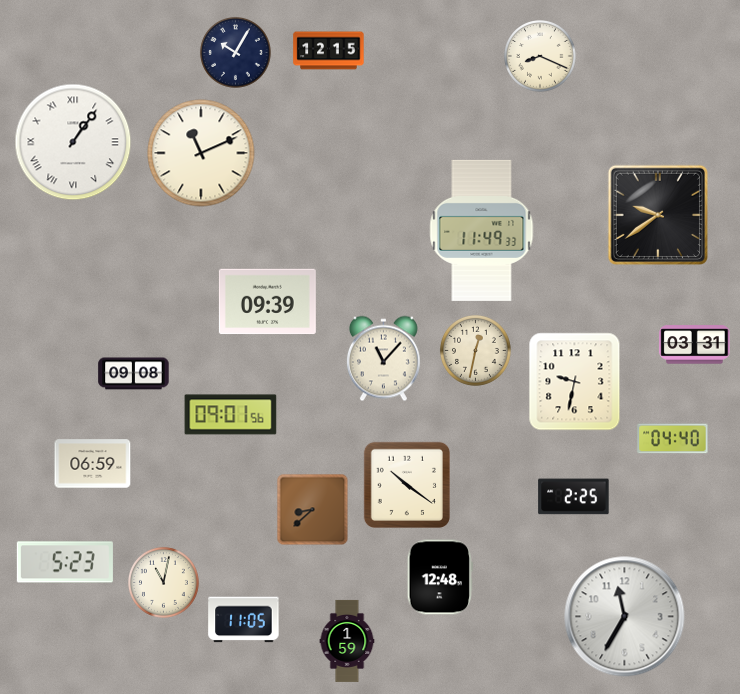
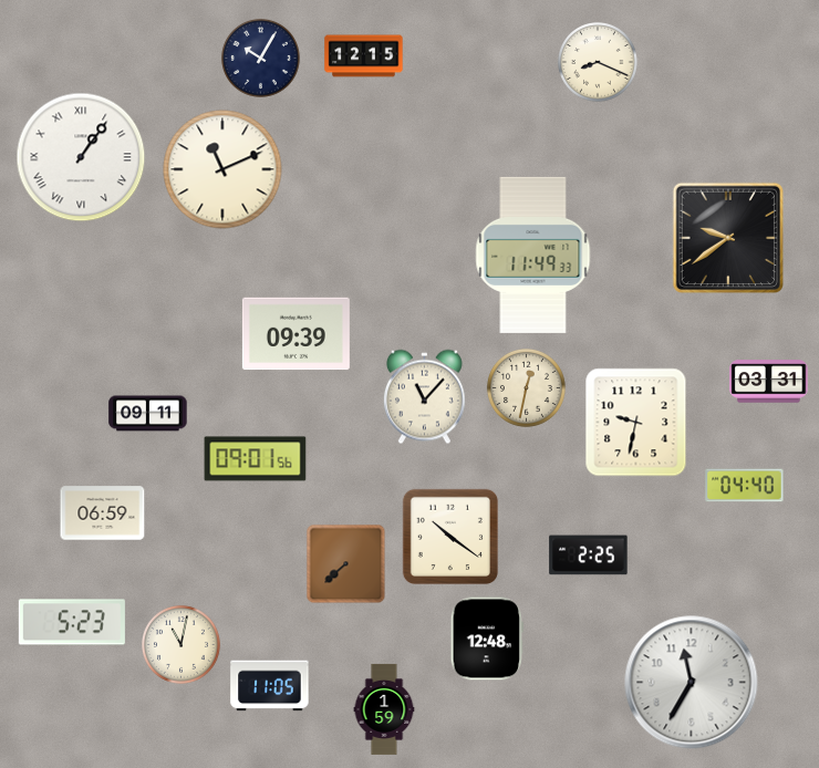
clock at (134, 374): 09:08 -> 09:11
clock at (574, 497) position: (574, 497) -> (589, 556)
clock at (313, 510): 8:38 -> 7:38
